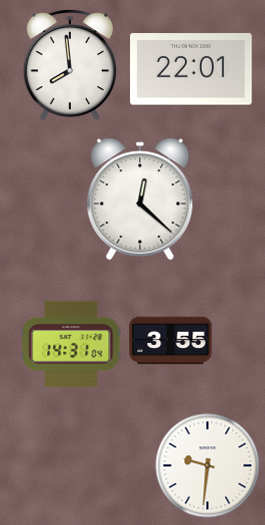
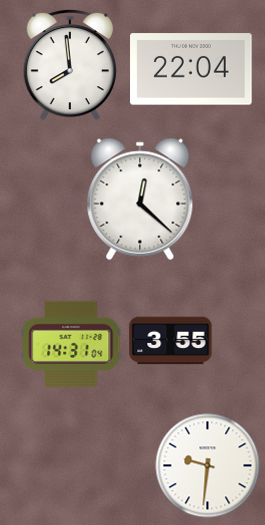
clock at (191, 69): 22:01 -> 22:04
